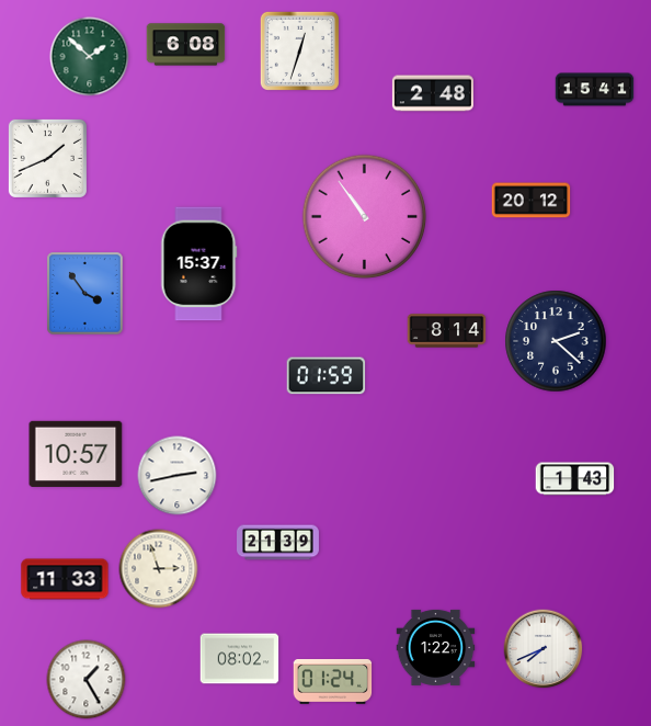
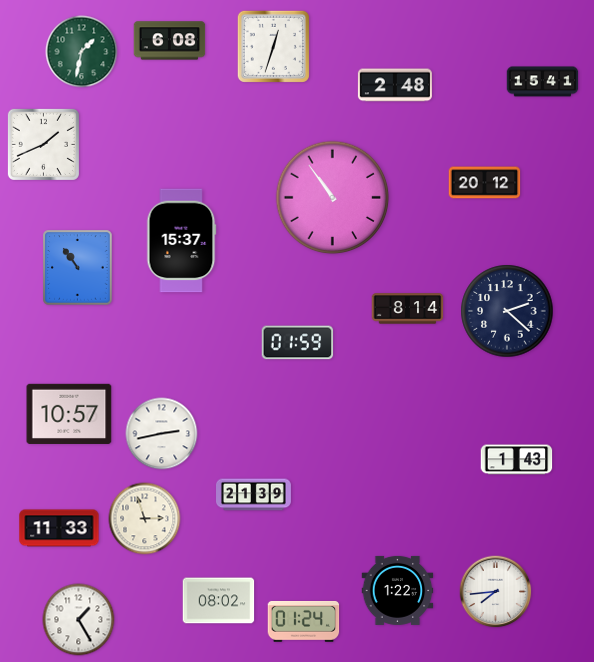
clock at (90, 57): 1:52 -> 1:32
clock at (85, 294): 3:54 -> 10:54
clock at (447, 331) position: (447, 331) -> (408, 309)
clock at (575, 479) position: (575, 479) -> (517, 460)
clock at (544, 649): 7:41 -> 7:44
